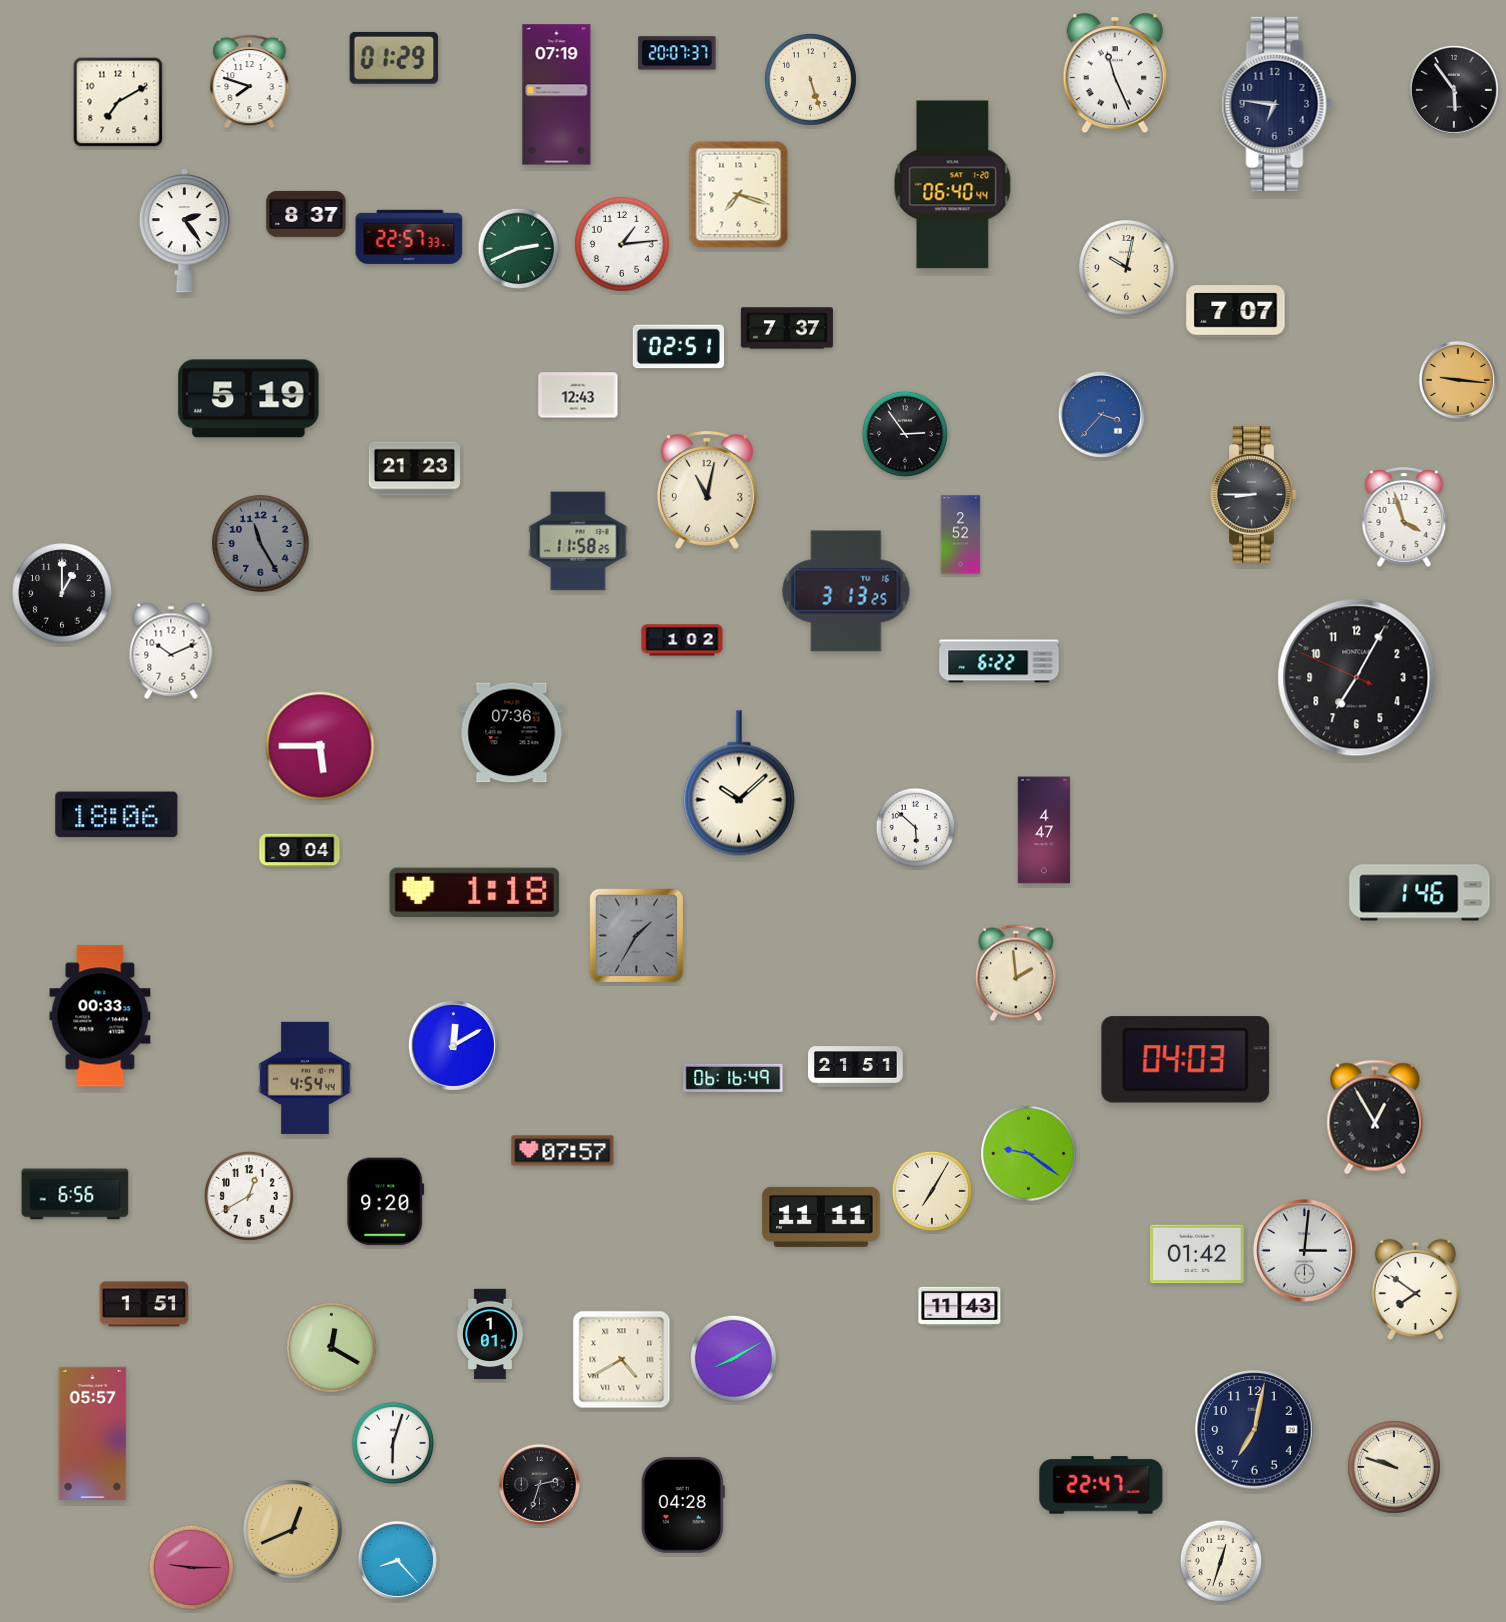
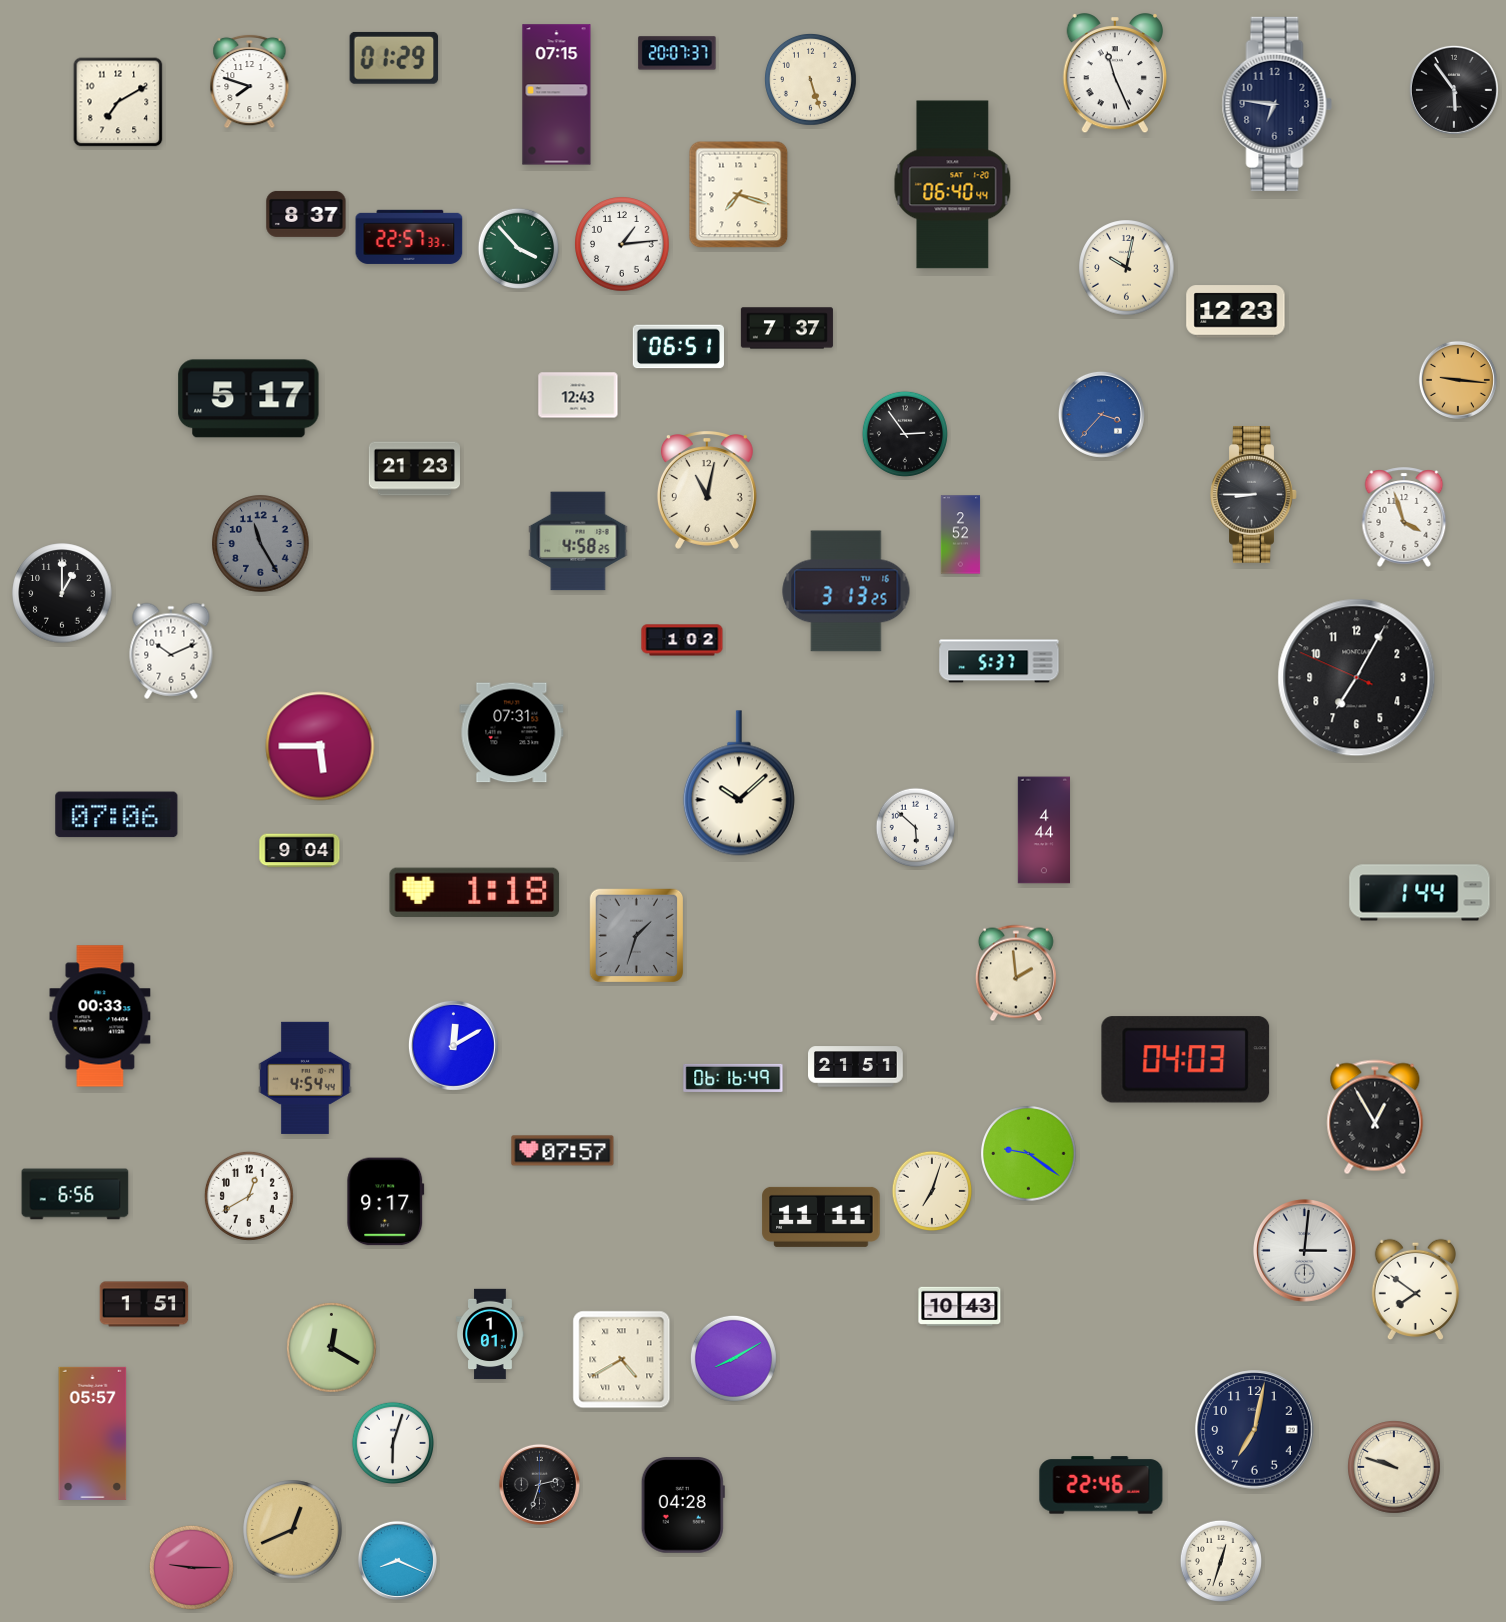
clock at (557, 95): 07:19 -> 07:15
clock at (185, 230): 2:24 -> none
clock at (519, 249): 2:41 -> 3:53
clock at (1236, 312): 7:07 -> 12:23
clock at (678, 347): 02:51 -> 06:51
clock at (249, 399): 5:19 -> 5:17
clock at (578, 541): 11:58 -> 4:58
clock at (999, 661): 6:22 -> 5:37
clock at (512, 733): 07:36 -> 07:31
clock at (117, 815): 18:06 -> 07:06
clock at (1044, 830): 4:47 -> 4:44
clock at (1420, 893): 1:46 -> 1:44
clock at (636, 935): 1:35 -> 1:33
clock at (932, 1191): 7:05 -> 7:03
clock at (386, 1202): 9:20 -> 9:17
clock at (1197, 1254): 01:42 -> none
clock at (960, 1306): 11:43 -> 10:43
clock at (1101, 1485): 22:47 -> 22:46
clock at (397, 1560): 8:23 -> 8:19
